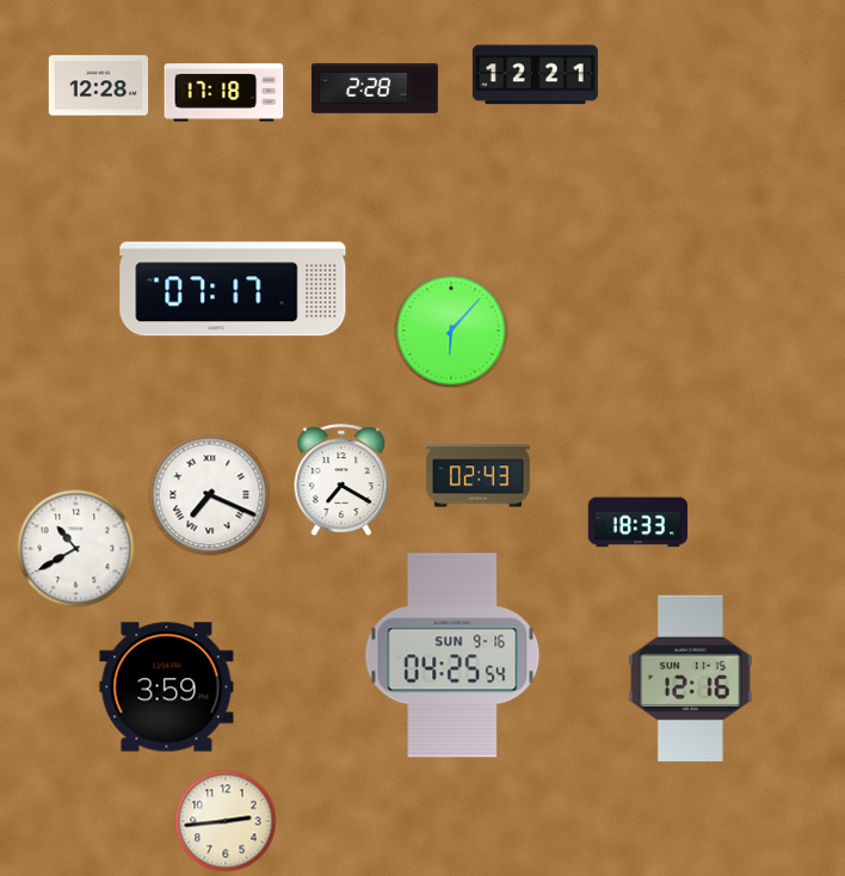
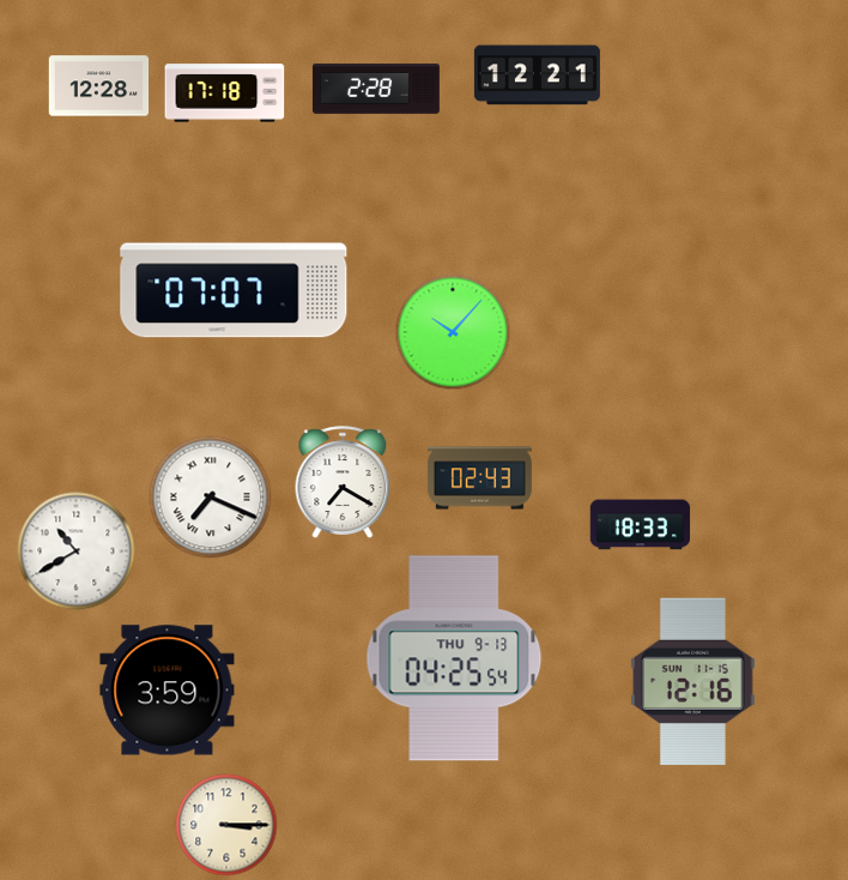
clock at (233, 289): 07:17 -> 07:07
clock at (451, 331): 6:07 -> 10:07
clock at (452, 655) date: SUN 9-16 -> THU 9-13
clock at (226, 821): 2:44 -> 3:15
